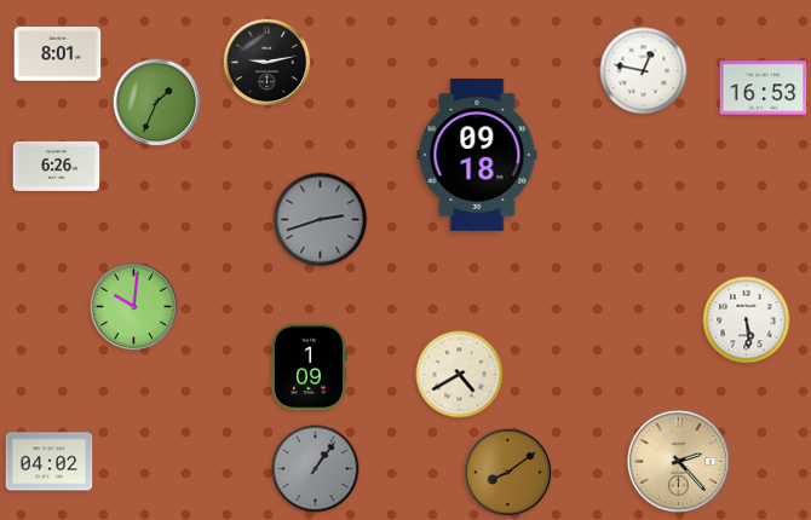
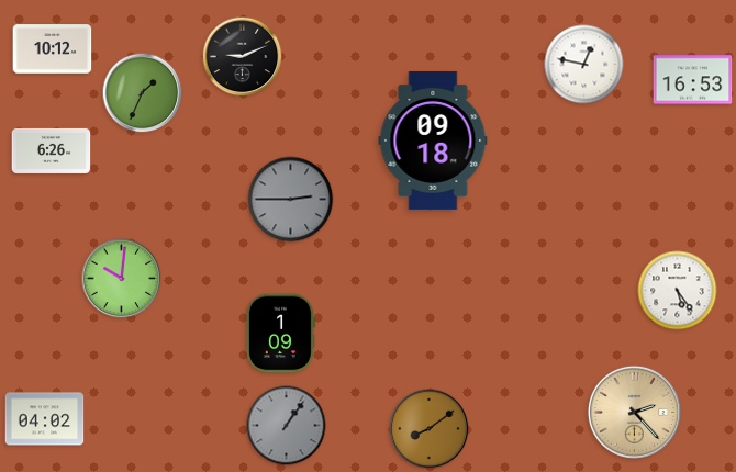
clock at (58, 54): 8:01 -> 10:12
clock at (268, 63): 9:13 -> 9:11
clock at (321, 220): 2:42 -> 2:45
clock at (747, 320): 5:29 -> 5:24
clock at (460, 375): 4:40 -> none
clock at (678, 461) position: (678, 461) -> (634, 412)
clock at (508, 473) position: (508, 473) -> (430, 429)
